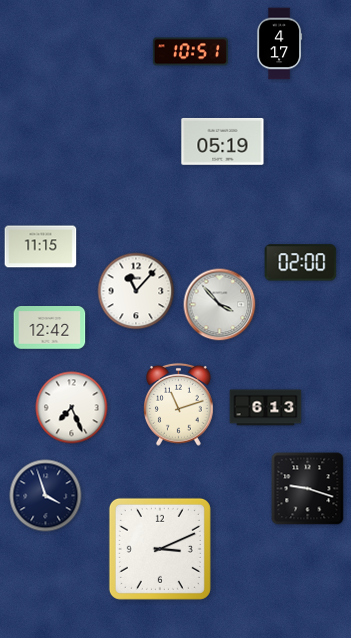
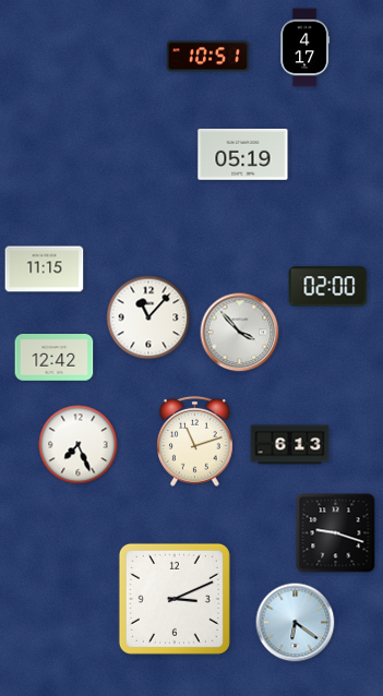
clock at (46, 496): 3:57 -> none
clock at (296, 623): none -> 6:21
